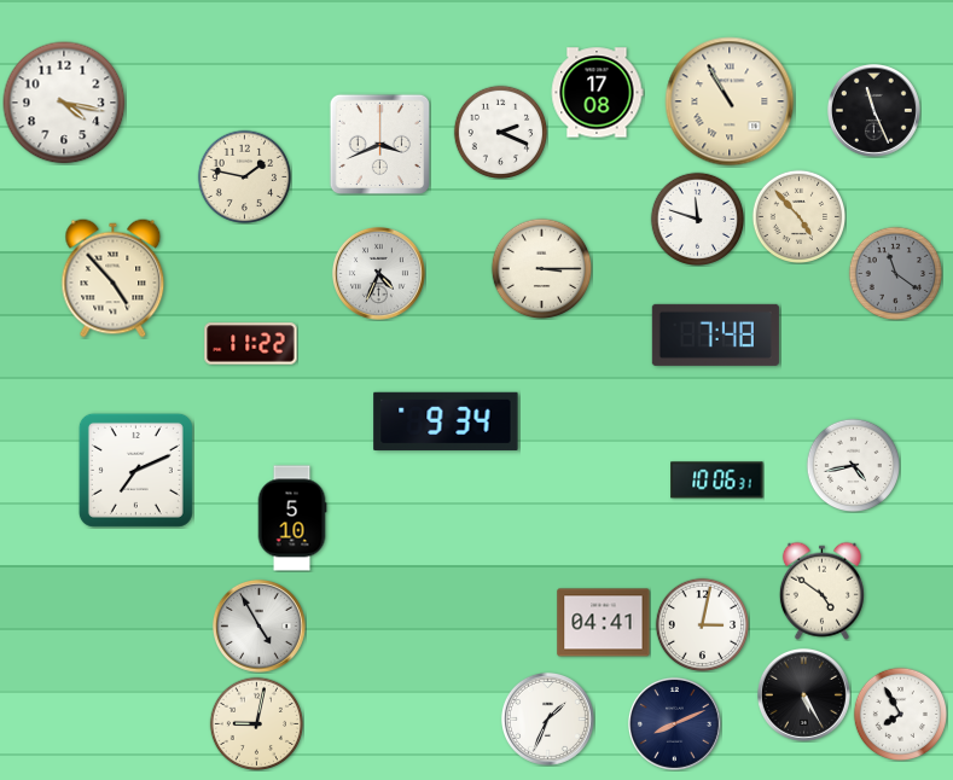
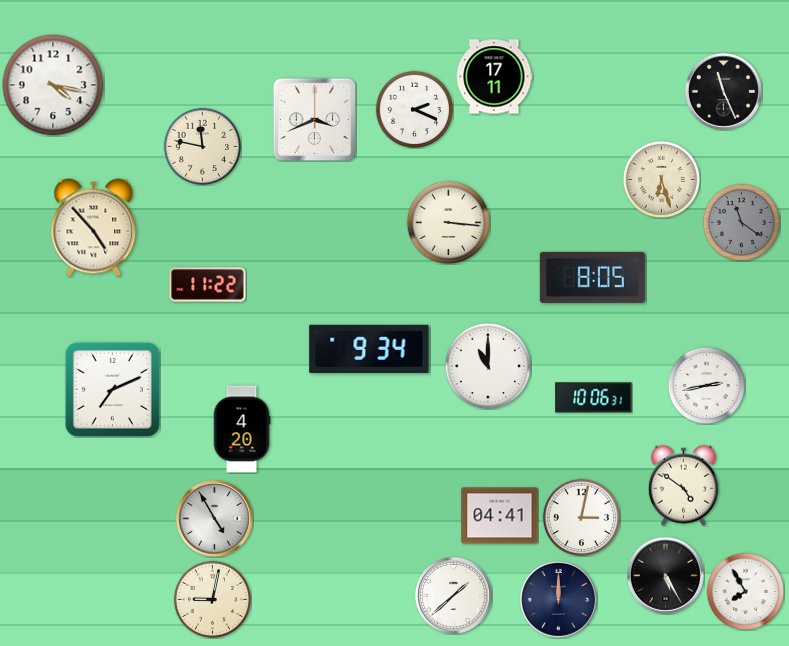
clock at (597, 93): 17:08 -> 17:11
clock at (730, 101): 10:55 -> none
clock at (244, 176): 1:47 -> 11:47
clock at (798, 216): 4:53 -> 6:27
clock at (697, 219): 11:48 -> none
clock at (541, 268): 3:15 -> 3:16
clock at (378, 273): 4:34 -> none
clock at (895, 273) position: (895, 273) -> (741, 222)
clock at (114, 279) position: (114, 279) -> (94, 228)
clock at (715, 334): 7:48 -> 8:05
clock at (488, 366): none -> 11:00
clock at (853, 465): 4:43 -> 2:43
clock at (292, 518): 5:10 -> 4:20
clock at (821, 590) position: (821, 590) -> (683, 485)
clock at (547, 718): 1:34 -> 1:38
clock at (674, 723): 8:11 -> 12:00
